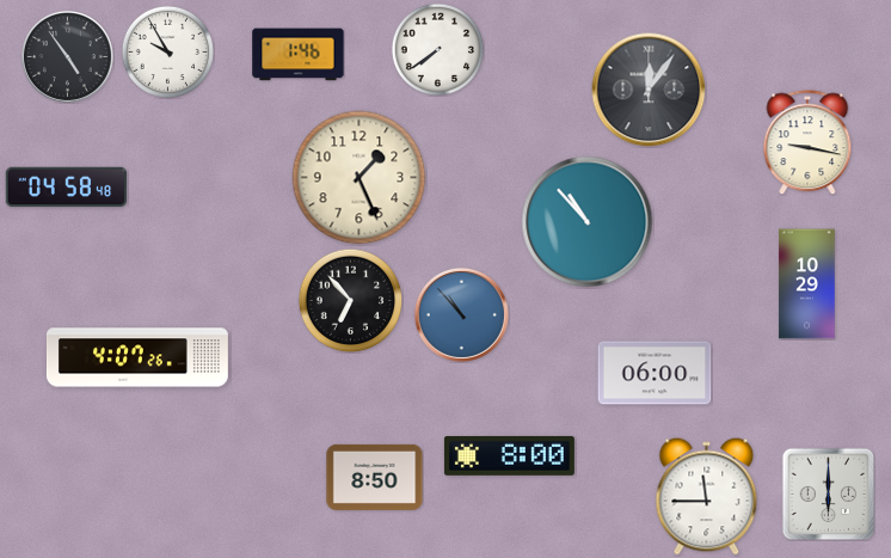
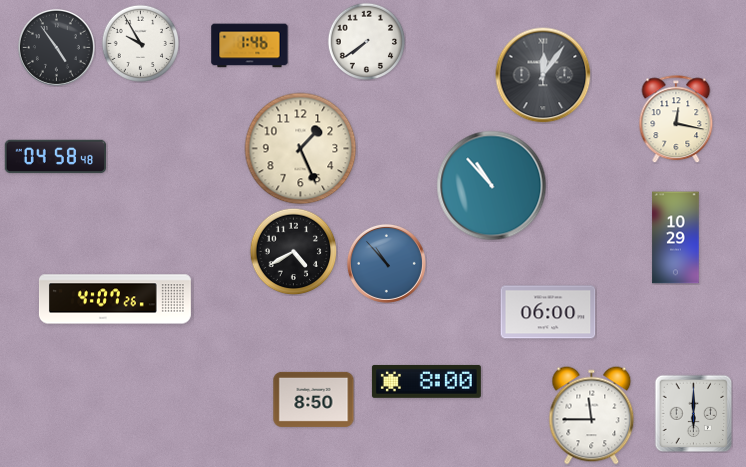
clock at (807, 142): 9:17 -> 12:17
clock at (350, 300): 6:53 -> 4:40
